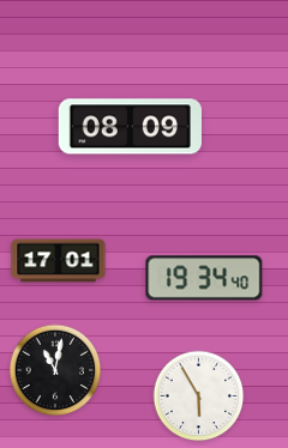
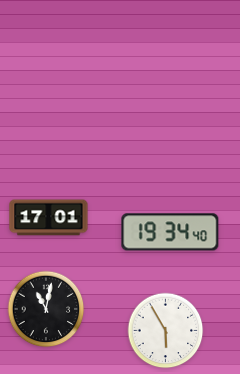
clock at (130, 127): 08:09 -> none
